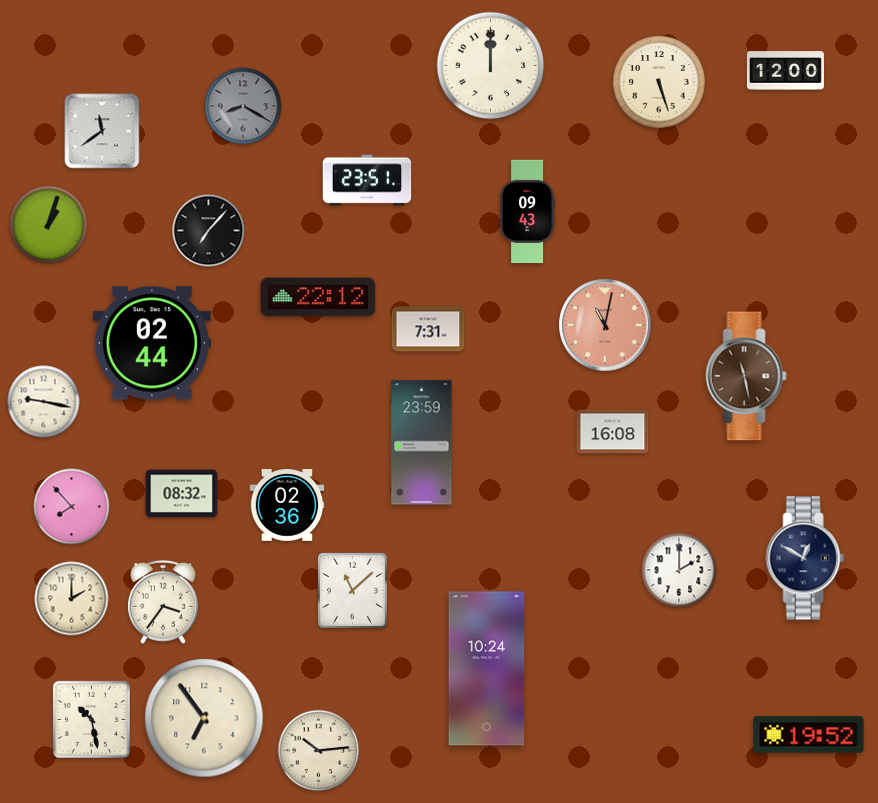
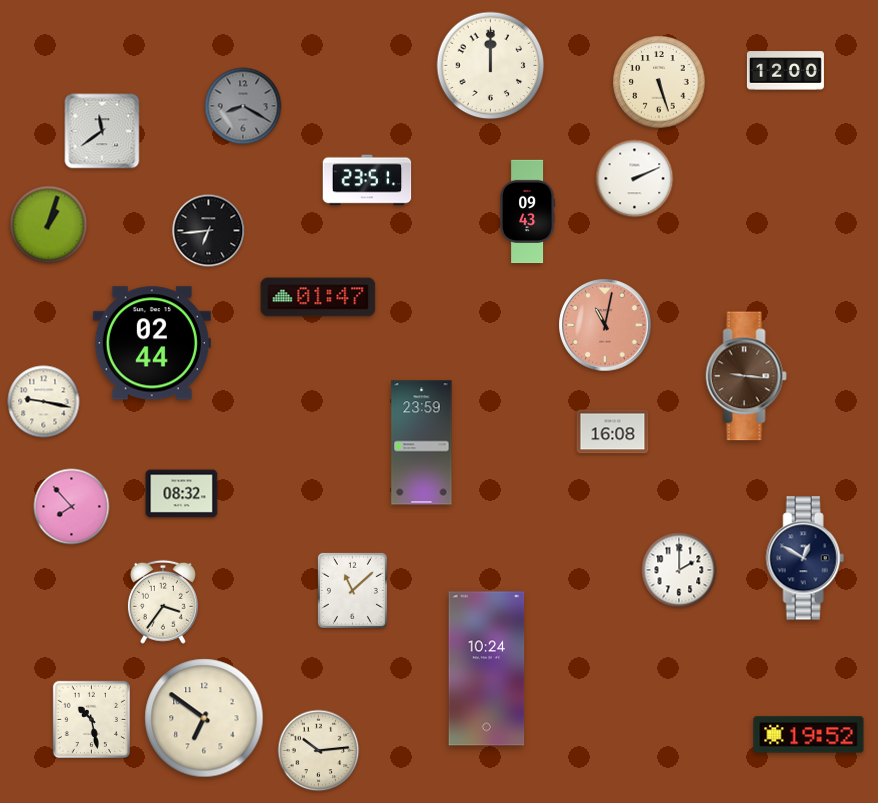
clock at (635, 179): none -> 2:11
clock at (209, 231): 7:07 -> 6:44
clock at (318, 297): 22:12 -> 01:47
clock at (428, 329): 7:31 -> none
clock at (746, 376): 11:28 -> 9:16
clock at (287, 505): 02:36 -> none
clock at (72, 599): 2:00 -> none
clock at (204, 718): 6:54 -> 6:51
